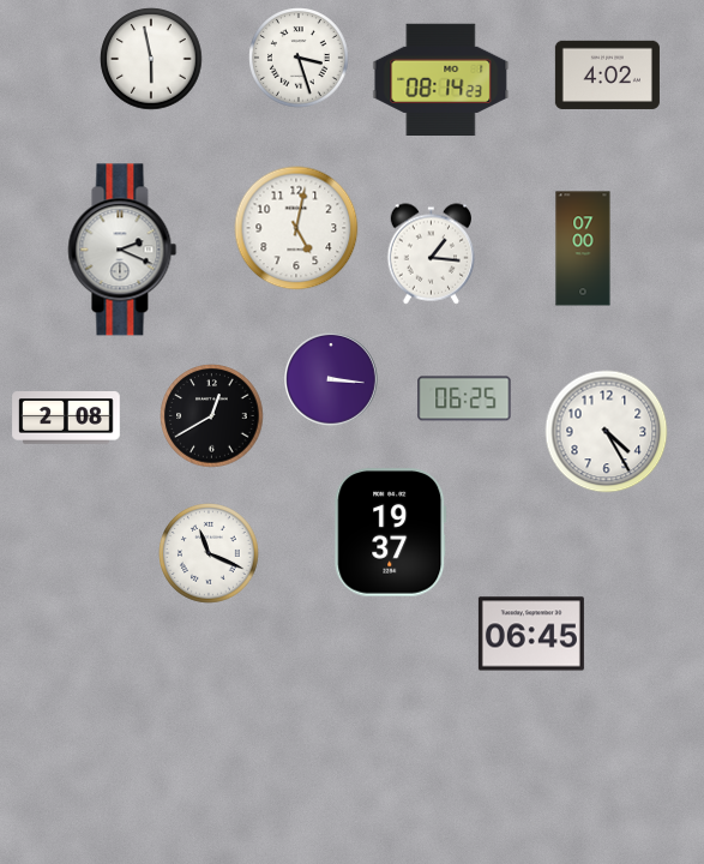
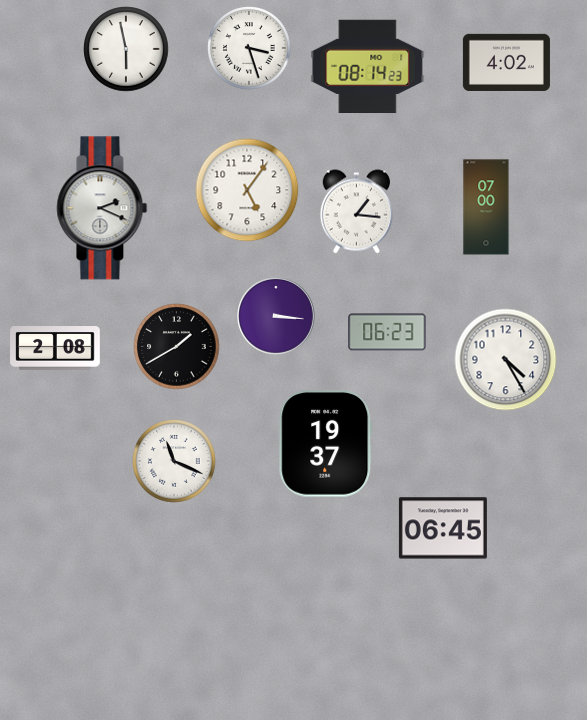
clock at (296, 228): 5:02 -> 5:06
clock at (432, 254) position: (432, 254) -> (357, 212)
clock at (464, 398): 06:25 -> 06:23
clock at (212, 416): 12:40 -> 1:40
